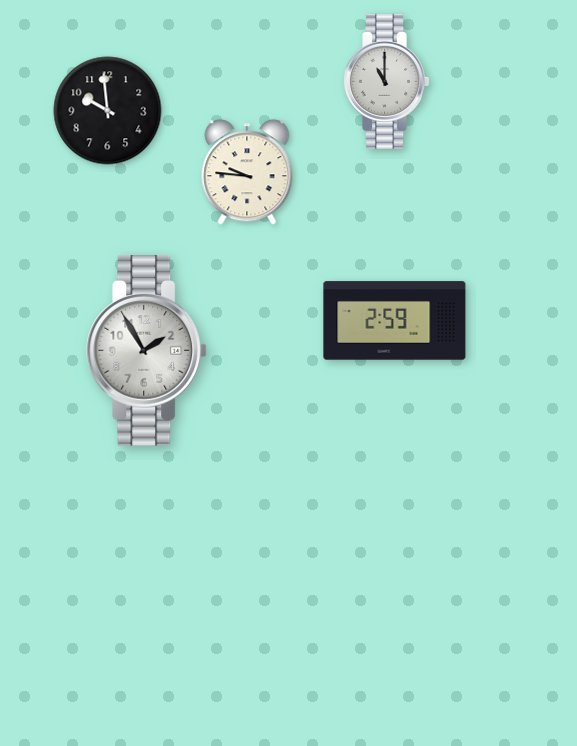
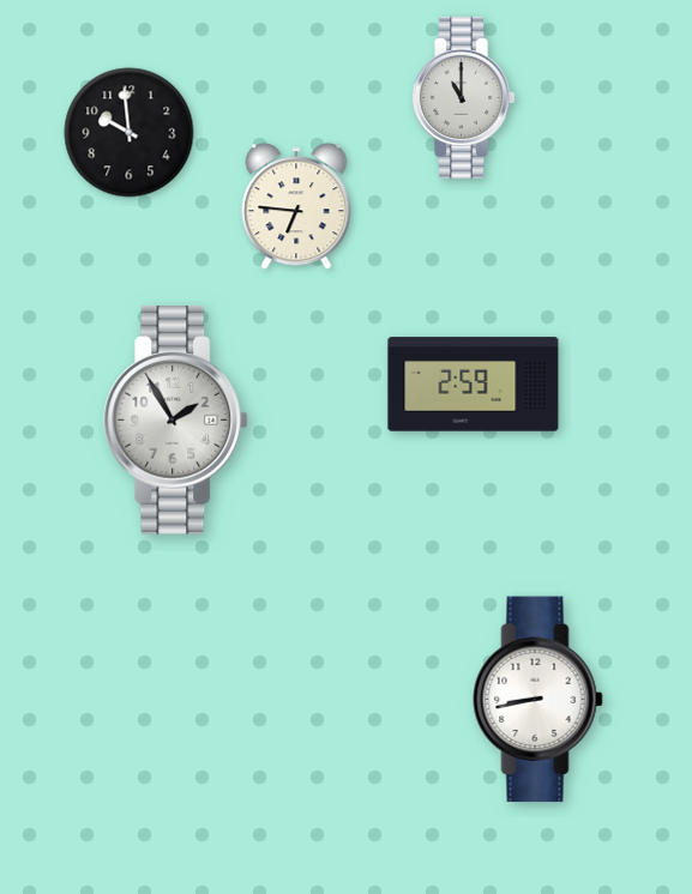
clock at (247, 172): 9:46 -> 6:46
clock at (538, 700): none -> 8:43
